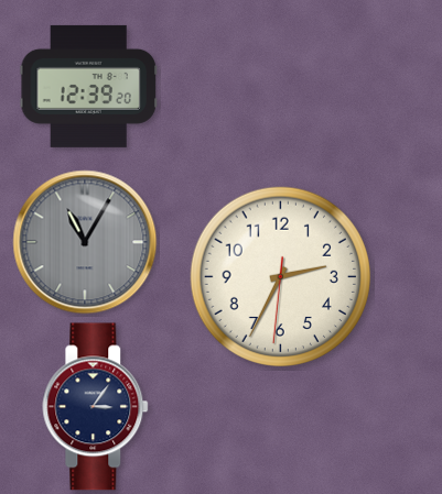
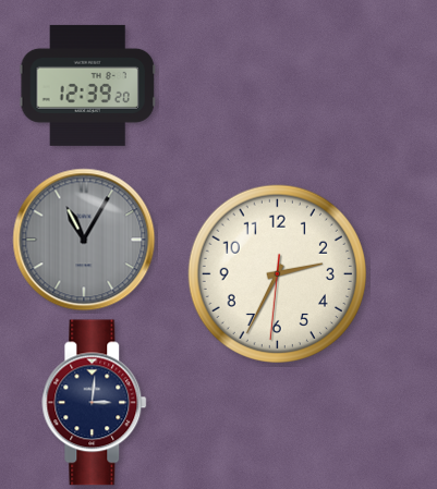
clock at (96, 407): 3:06 -> 3:01
